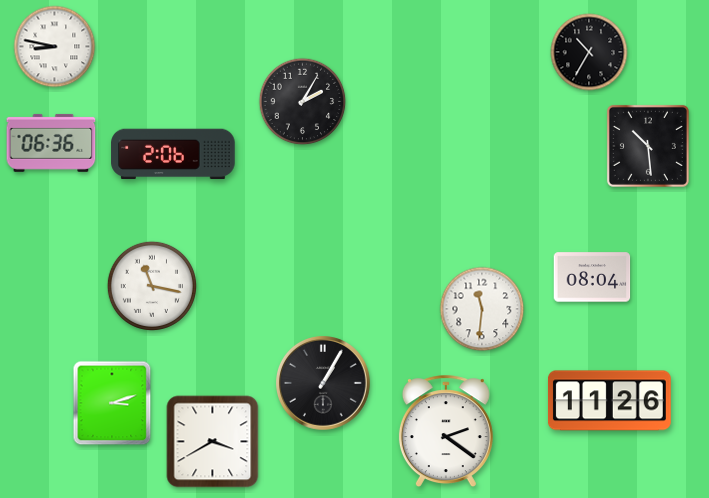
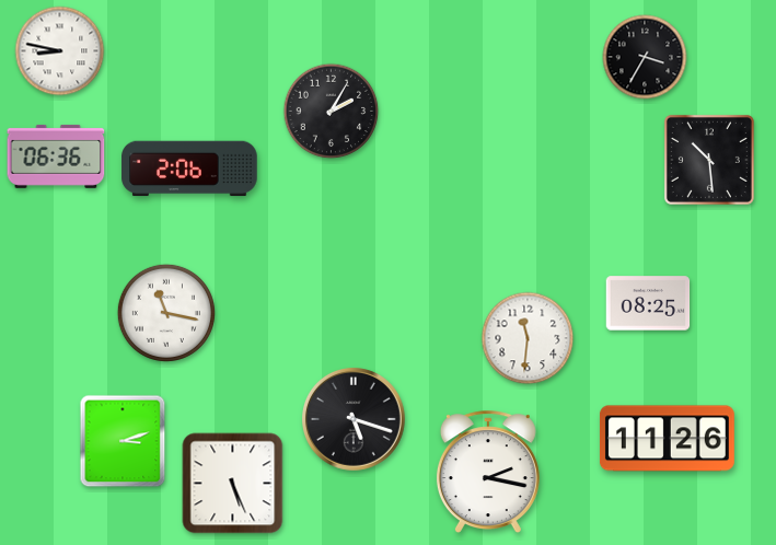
clock at (589, 52): 10:35 -> 3:35
clock at (592, 277): 08:04 -> 08:25
clock at (324, 384): 1:05 -> 5:18
clock at (446, 432): 2:21 -> 2:17
clock at (213, 442): 3:40 -> 5:26
